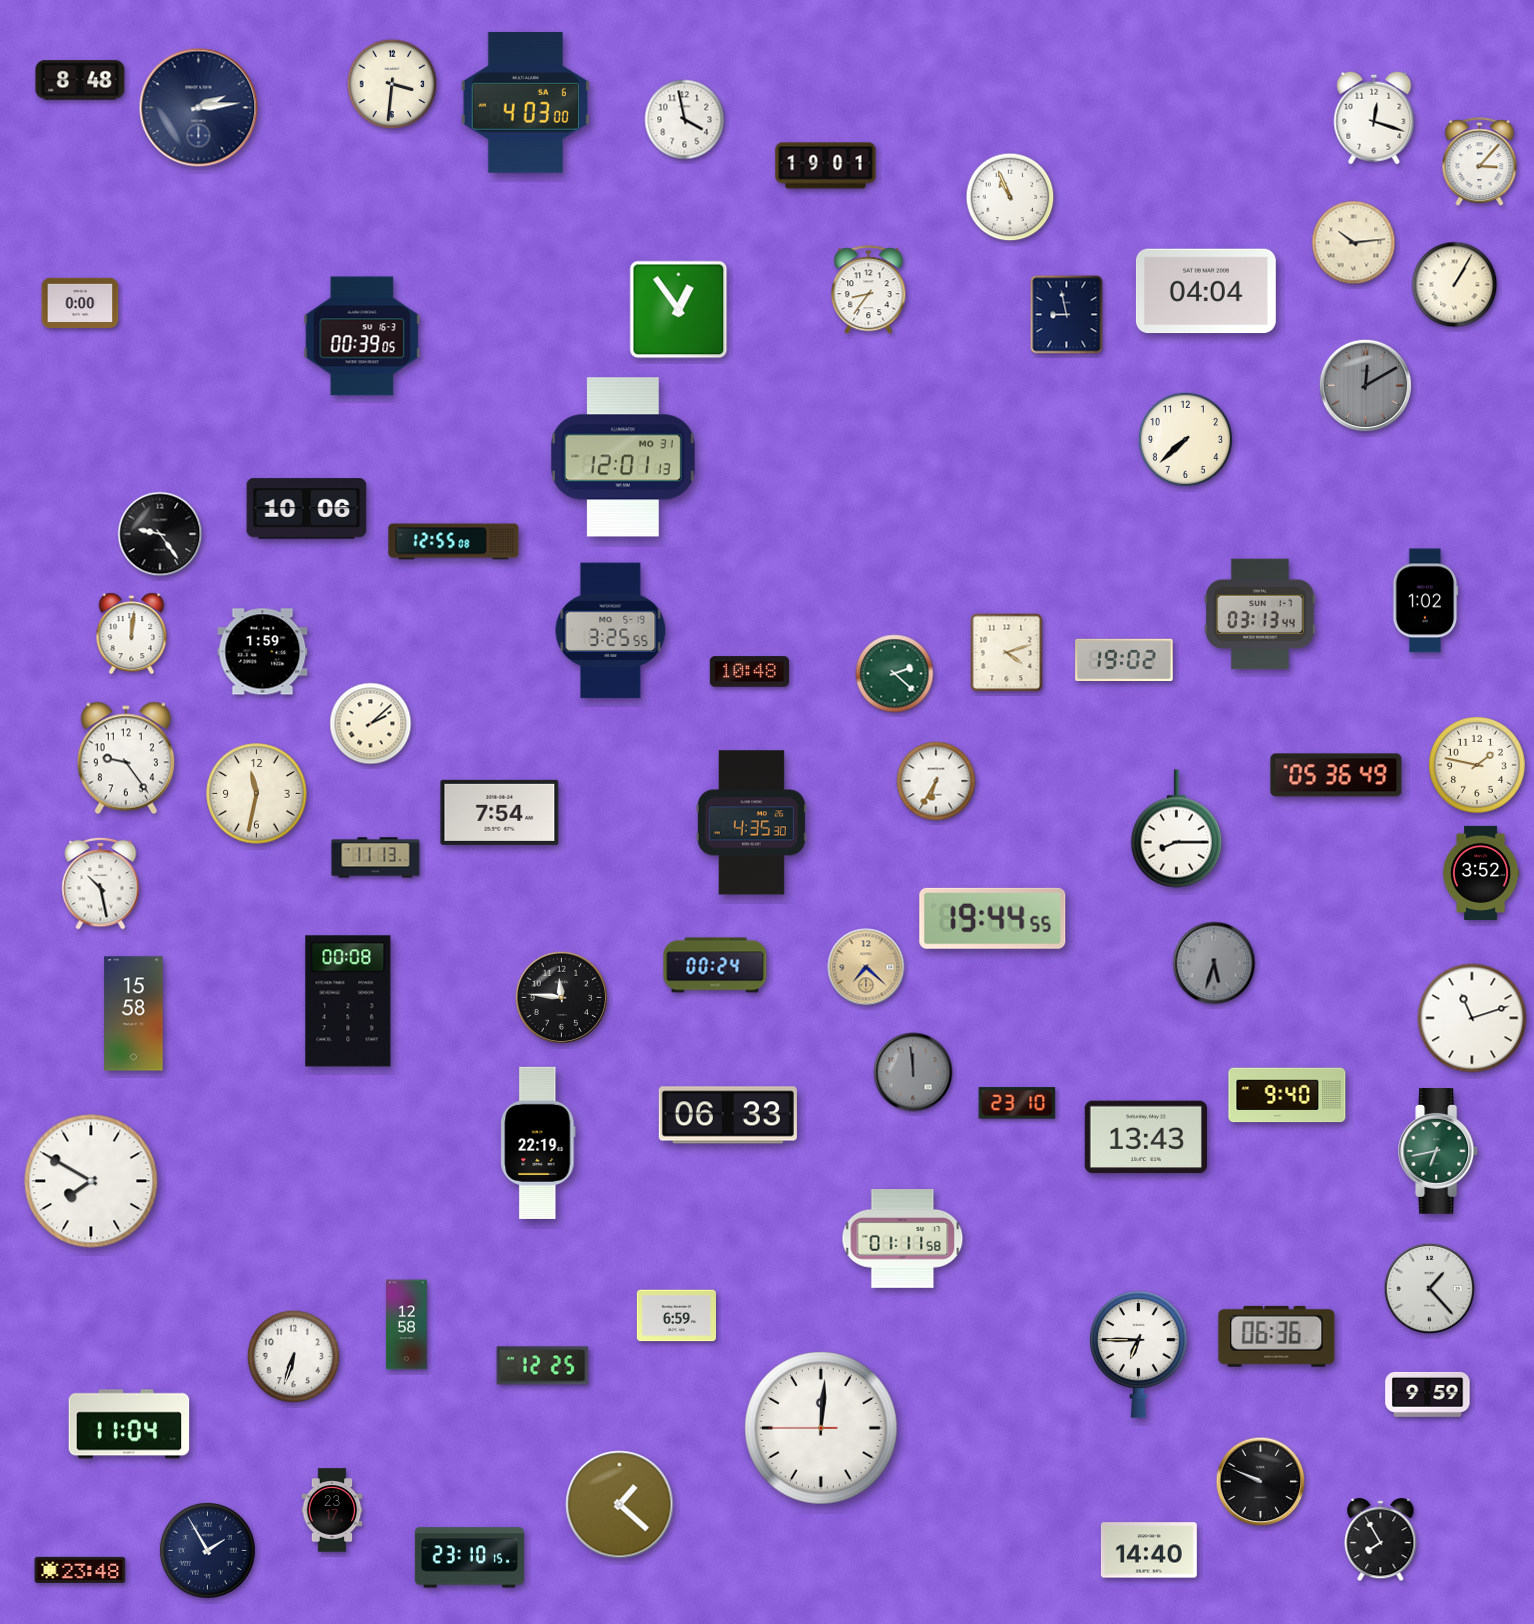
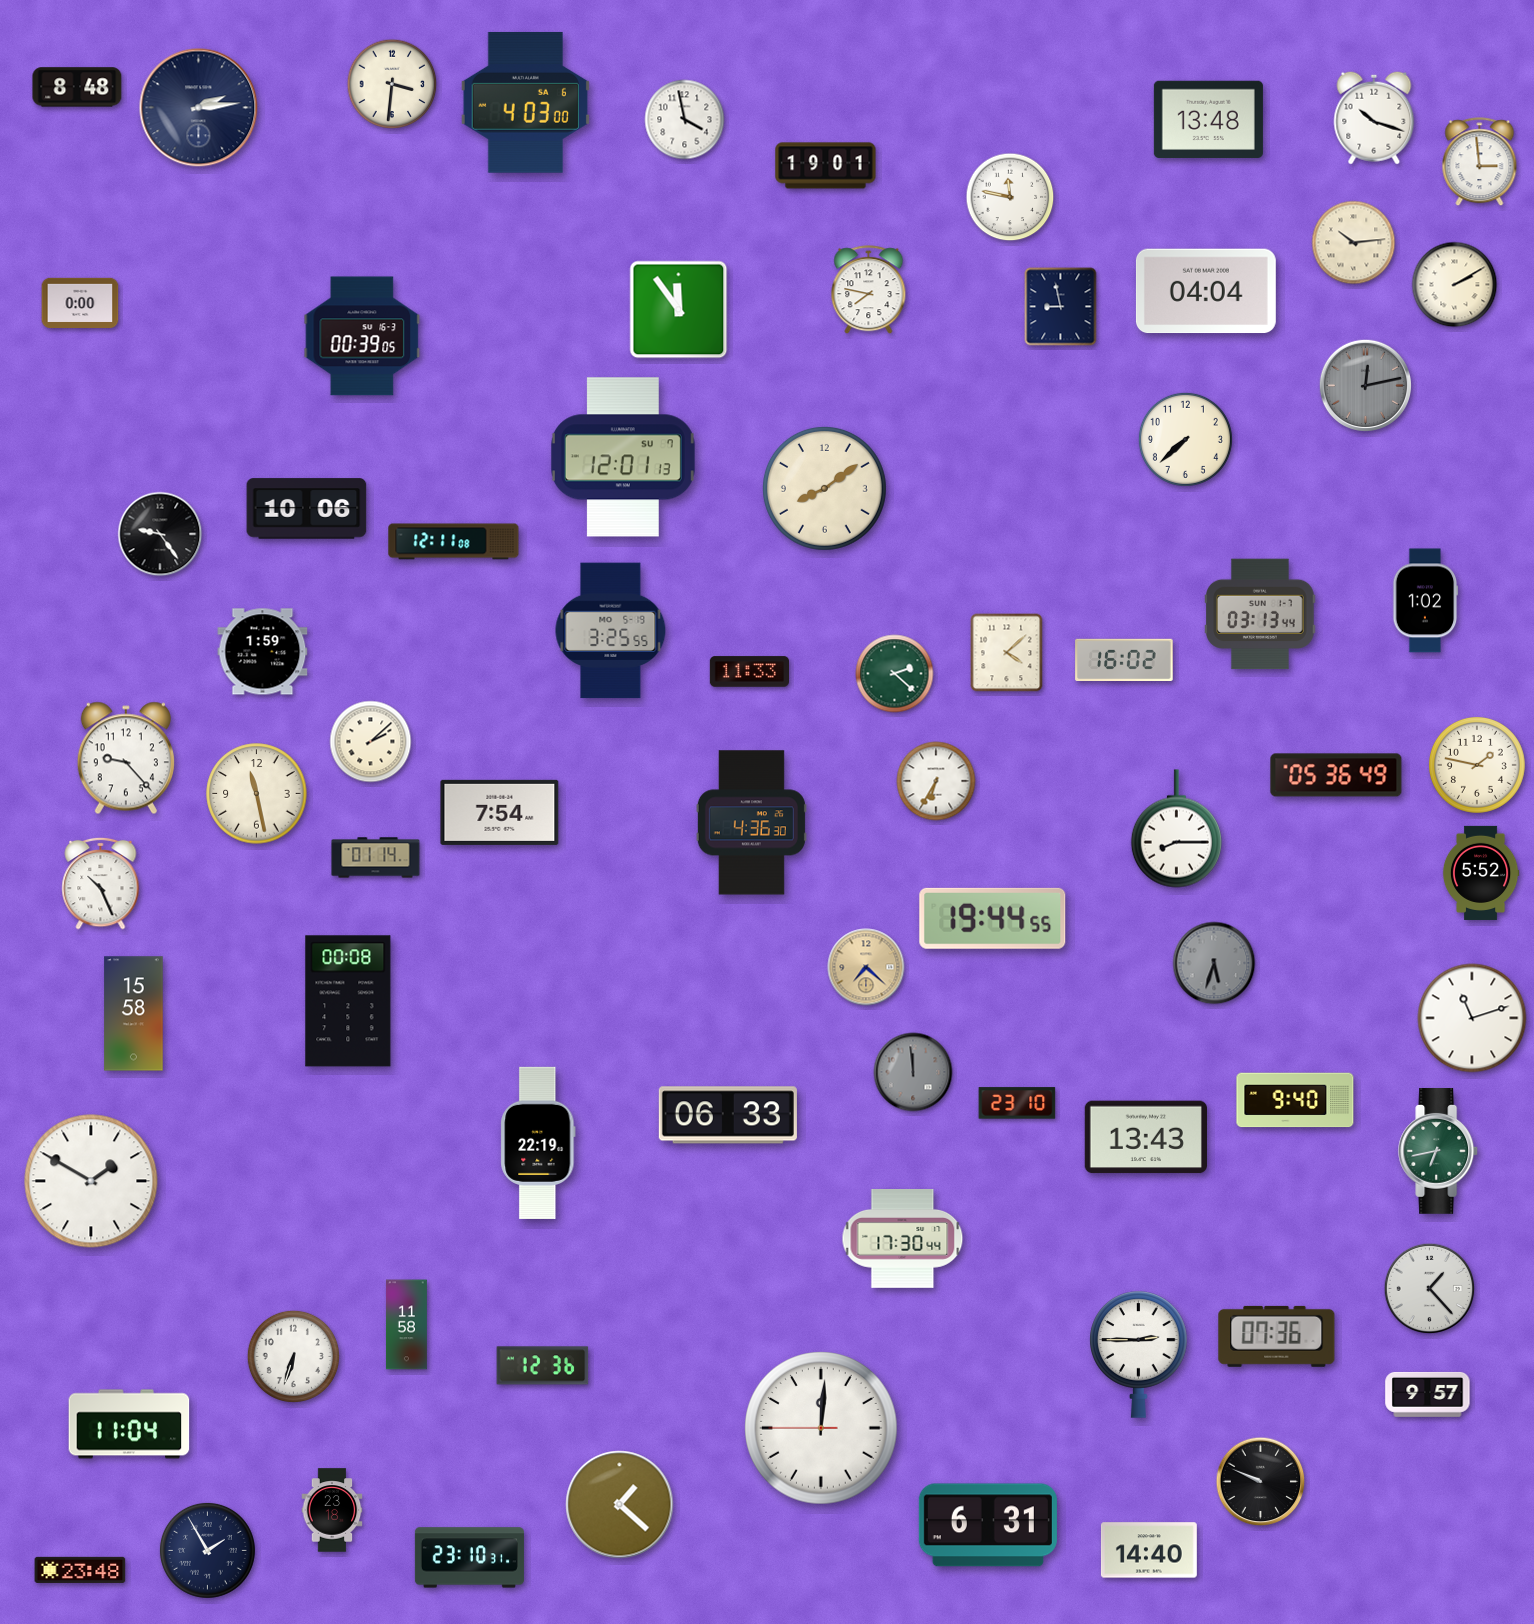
clock at (80, 80) position: (80, 80) -> (77, 87)
clock at (1374, 118): 12:18 -> 10:18
clock at (1208, 119): none -> 13:48
clock at (1480, 162): 3:07 -> 2:59
clock at (1010, 197): 10:56 -> 11:47
clock at (1455, 285): 1:05 -> 2:10
clock at (869, 290): 8:36 -> 7:47
clock at (679, 310): 12:54 -> 11:54
clock at (1067, 315) position: (1067, 315) -> (1061, 307)
clock at (1365, 385): 12:10 -> 12:13
clock at (623, 457) date: MO 31 -> SU 7
clock at (824, 488): none -> 8:09
clock at (454, 542): 12:55 -> 12:11
clock at (132, 634): 12:01 -> none
clock at (1007, 653): 4:12 -> 4:08
clock at (1124, 660): 19:02 -> 16:02
clock at (749, 672): 10:48 -> 11:33
clock at (371, 724) position: (371, 724) -> (371, 742)
clock at (126, 758): 9:24 -> 9:23
clock at (257, 794): 11:32 -> 11:28
clock at (751, 823): 4:35 -> 4:36
clock at (376, 858): 11:13 -> 01:14
clock at (1481, 873): 3:52 -> 5:52
clock at (101, 883): 10:28 -> 10:26
clock at (715, 965): 00:24 -> none
clock at (561, 997): 11:46 -> none
clock at (1287, 1095) position: (1287, 1095) -> (1295, 1100)
clock at (91, 1181): 7:50 -> 1:50
clock at (903, 1239): 01:11 -> 17:30
clock at (676, 1316): 6:59 -> none
clock at (406, 1325): 12:58 -> 11:58
clock at (1277, 1336): 06:36 -> 07:36
clock at (1139, 1354): 6:45 -> 2:45
clock at (543, 1366): 12:25 -> 12:36
clock at (1428, 1394): 9:59 -> 9:57
clock at (332, 1510): 23:17 -> 23:18
clock at (988, 1525): none -> 6:31
clock at (1381, 1540): 7:55 -> none
clock at (469, 1558): 23:10:15 -> 23:10:31
